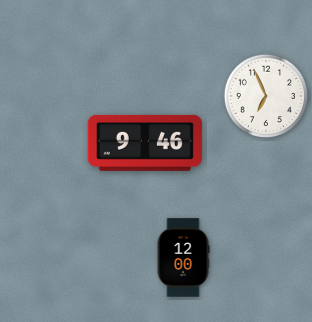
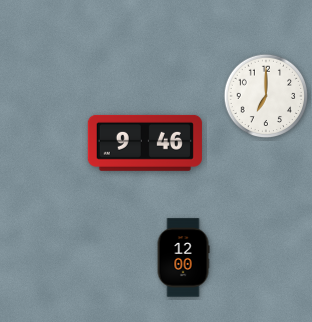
clock at (266, 96): 6:56 -> 7:00
